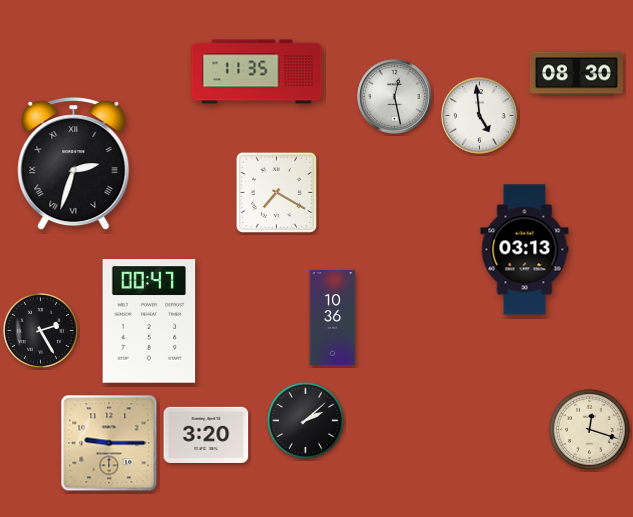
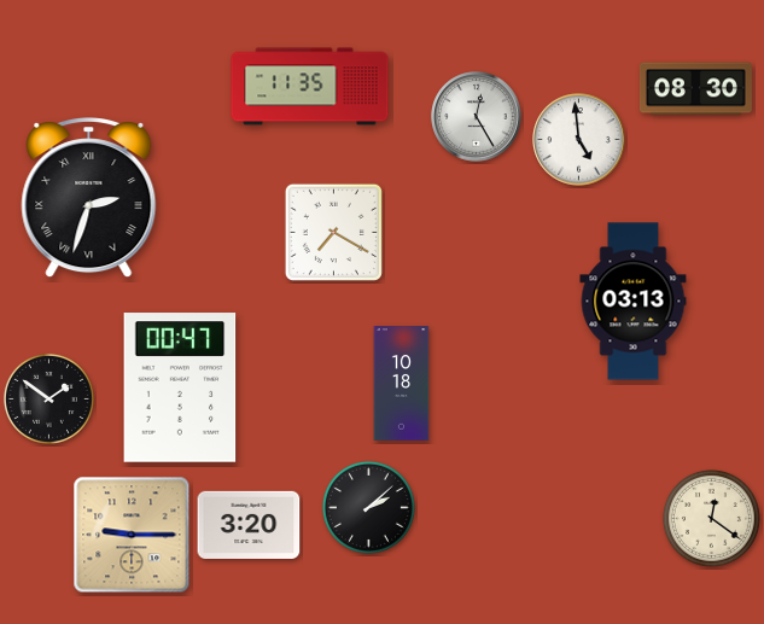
clock at (395, 97): 12:28 -> 12:25
clock at (333, 318): 10:36 -> 10:18
clock at (40, 330): 2:25 -> 1:51
clock at (589, 429): 12:18 -> 12:21
